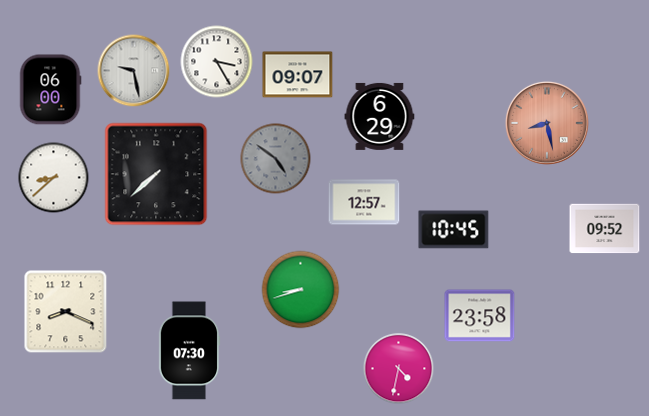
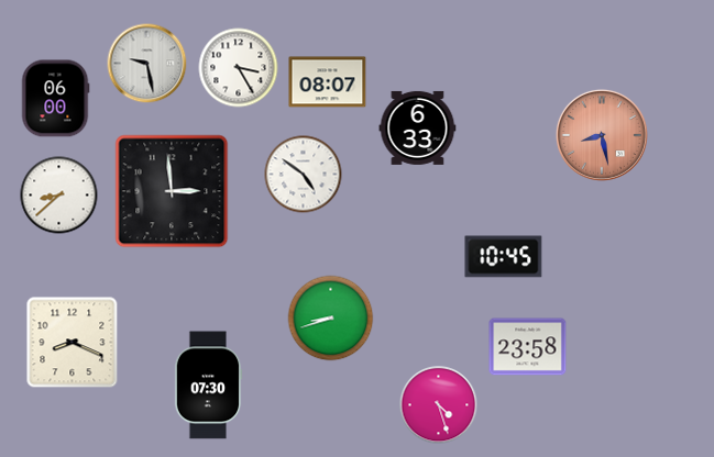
clock at (134, 71) position: (134, 71) -> (147, 64)
clock at (298, 75): 09:07 -> 08:07
clock at (380, 116): 6:29 -> 6:33
clock at (276, 159) dial: grey -> white
clock at (156, 174): 7:38 -> 2:59
clock at (364, 202): 12:57 -> none
clock at (605, 229): 09:52 -> none
clock at (454, 230) position: (454, 230) -> (504, 257)
clock at (399, 369): 4:32 -> 4:27
